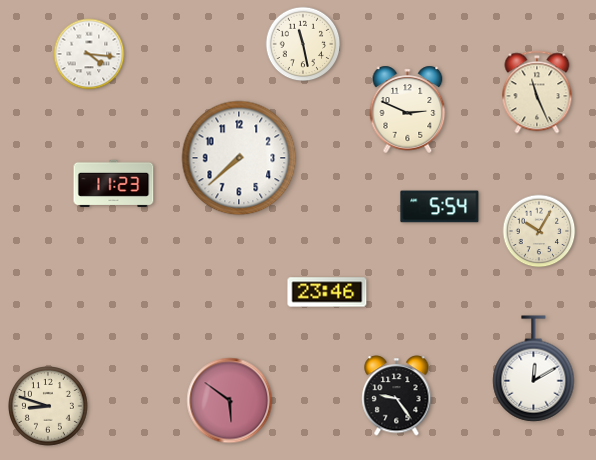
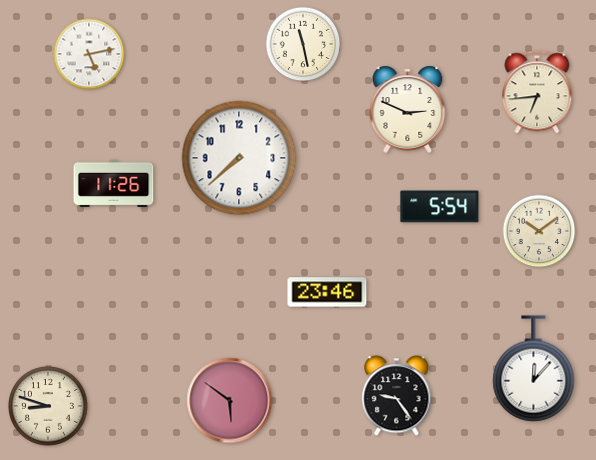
clock at (89, 54): 4:16 -> 5:13
clock at (537, 92): 11:26 -> 6:44
clock at (114, 183): 11:23 -> 11:26
clock at (539, 231): 10:05 -> 10:09
clock at (534, 369): 12:10 -> 12:07
